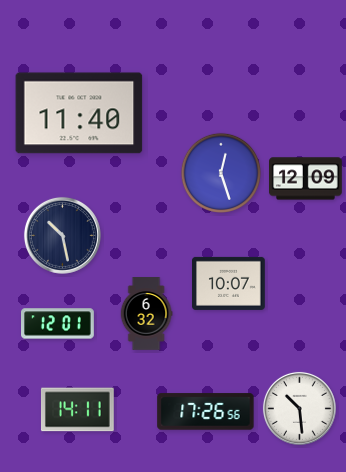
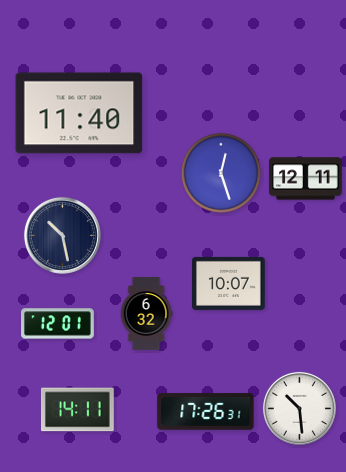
clock at (306, 179): 12:09 -> 12:11
clock at (206, 412): 17:26:56 -> 17:26:31
